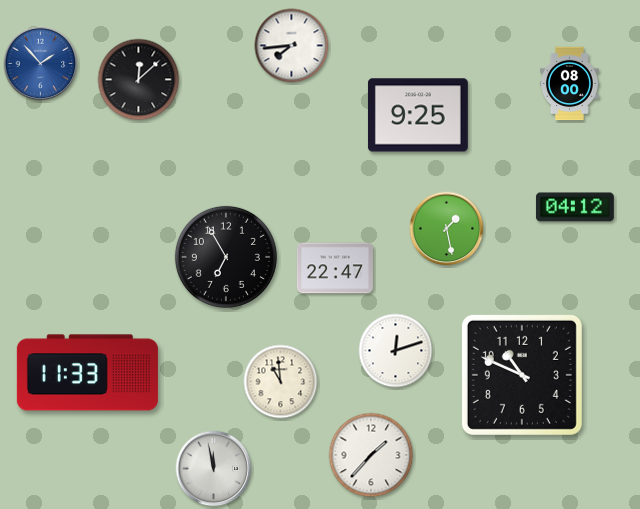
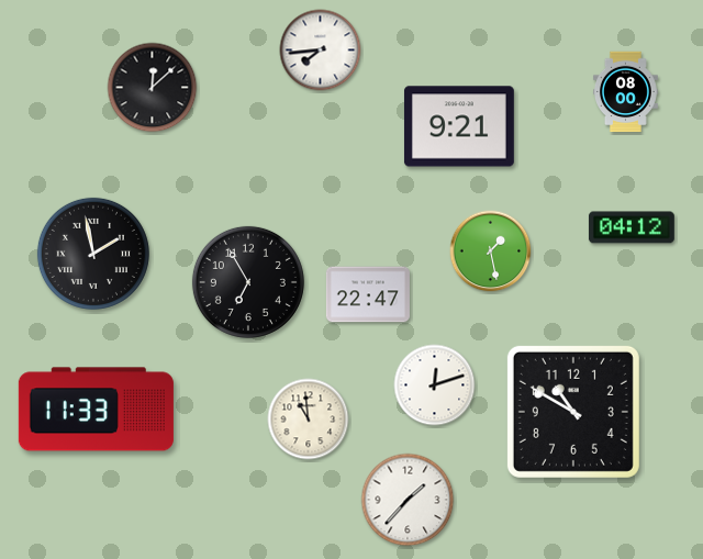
clock at (41, 64): 1:53 -> none
clock at (418, 115): 9:25 -> 9:21
clock at (93, 254): none -> 1:58
clock at (522, 375): 10:49 -> 10:50
clock at (214, 469): 11:58 -> none
